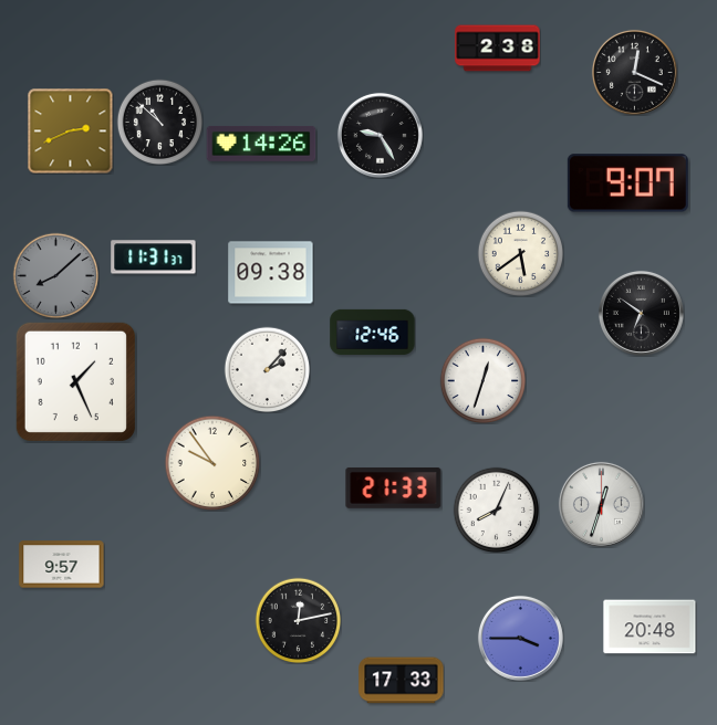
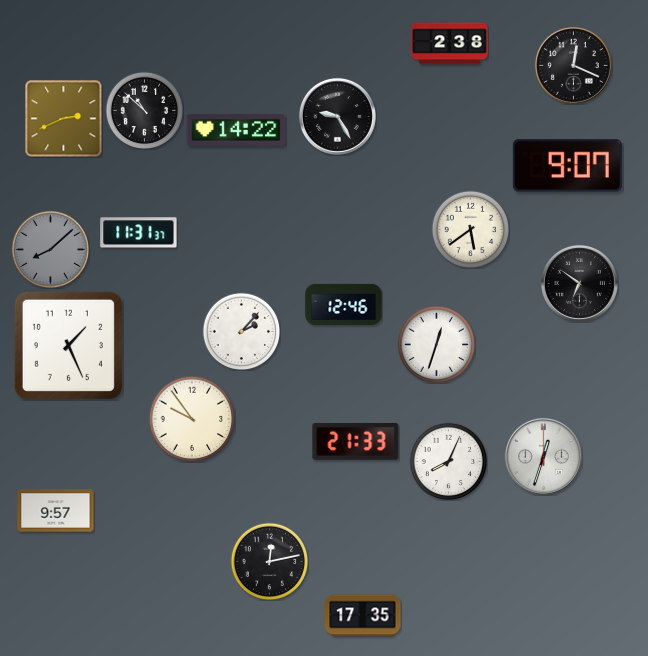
clock at (380, 135) position: (380, 135) -> (337, 116)
clock at (261, 144): 14:26 -> 14:22
clock at (271, 273): 09:38 -> none
clock at (373, 332) position: (373, 332) -> (344, 304)
clock at (267, 369) position: (267, 369) -> (241, 331)
clock at (650, 627): 20:48 -> none
clock at (520, 638): 3:45 -> none
clock at (402, 681): 17:33 -> 17:35
